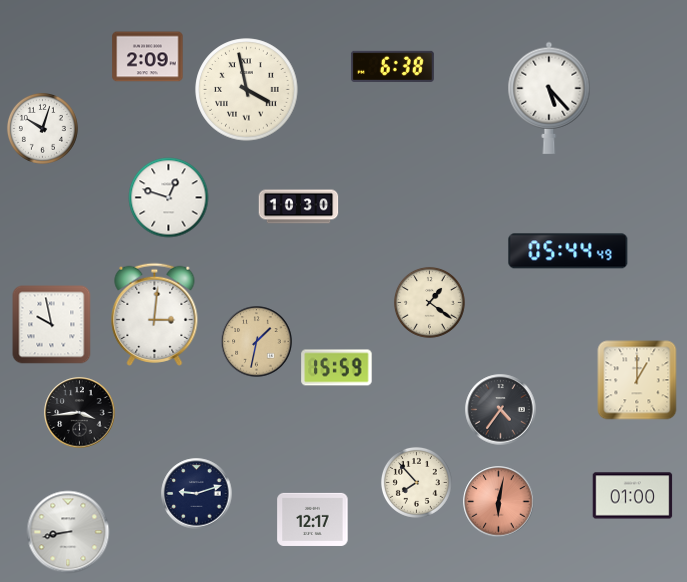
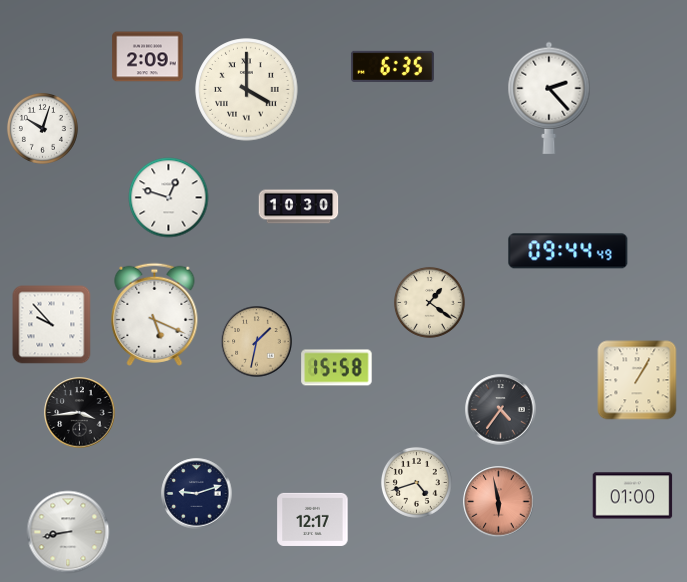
clock at (392, 66): 6:38 -> 6:35
clock at (247, 90): 3:58 -> 4:00
clock at (549, 98): 5:23 -> 2:23
clock at (568, 251): 05:44 -> 09:44
clock at (155, 314): 3:01 -> 5:19
clock at (52, 325): 9:58 -> 9:53
clock at (337, 368): 15:59 -> 15:58
clock at (637, 380): 1:00 -> 1:05
clock at (416, 482): 7:53 -> 4:42
clock at (499, 502): 6:02 -> 5:58
